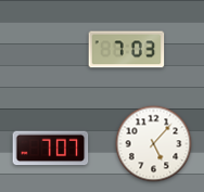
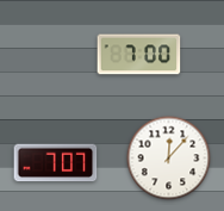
clock at (127, 50): 7:03 -> 7:00
clock at (154, 144): 5:07 -> 12:07
